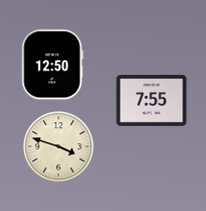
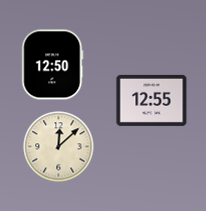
clock at (152, 100): 7:55 -> 12:55
clock at (59, 147): 3:48 -> 12:08
